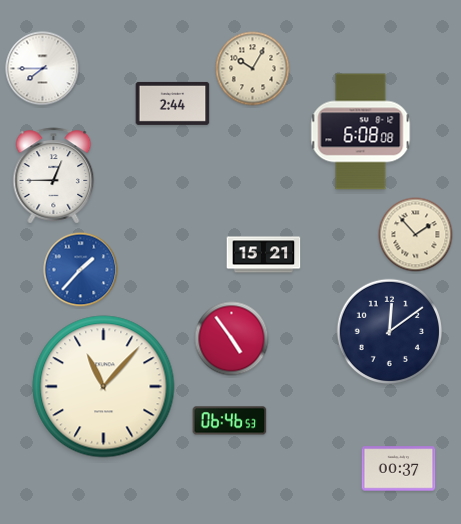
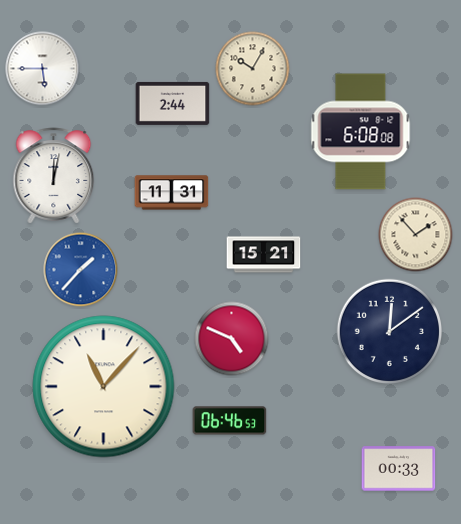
clock at (43, 69): 7:45 -> 5:45
clock at (54, 176): 12:45 -> 12:02
clock at (172, 193): none -> 11:31
clock at (232, 339): 4:54 -> 4:49
clock at (399, 469): 00:37 -> 00:33
